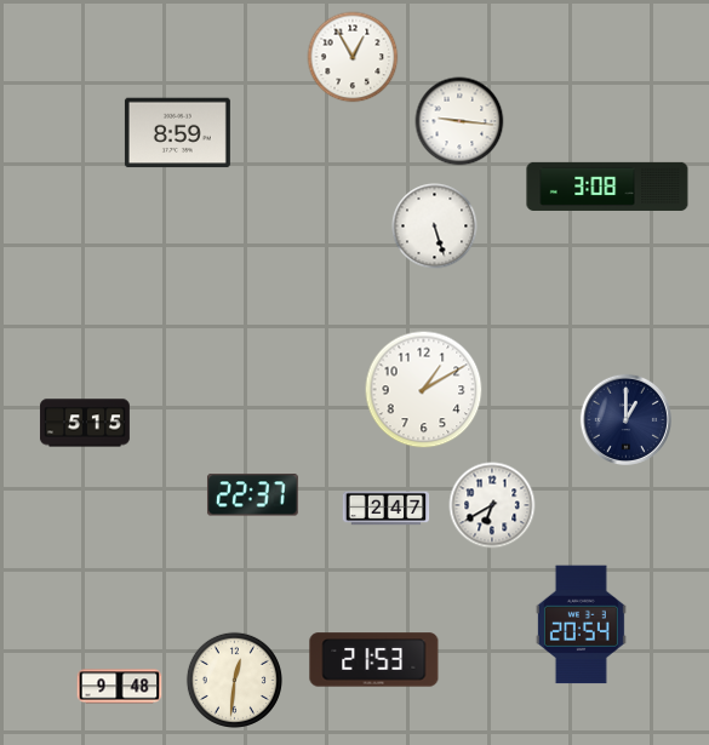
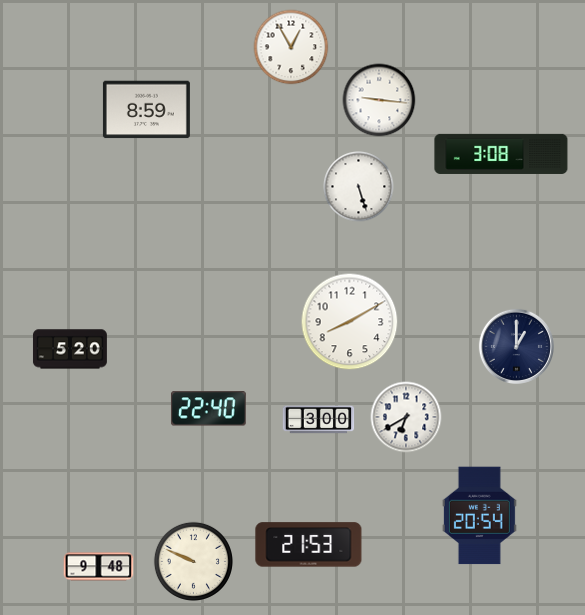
clock at (424, 390): 1:10 -> 8:10
clock at (85, 423): 5:15 -> 5:20
clock at (252, 495): 22:37 -> 22:40
clock at (387, 509): 2:47 -> 3:00
clock at (234, 680): 12:31 -> 9:49
